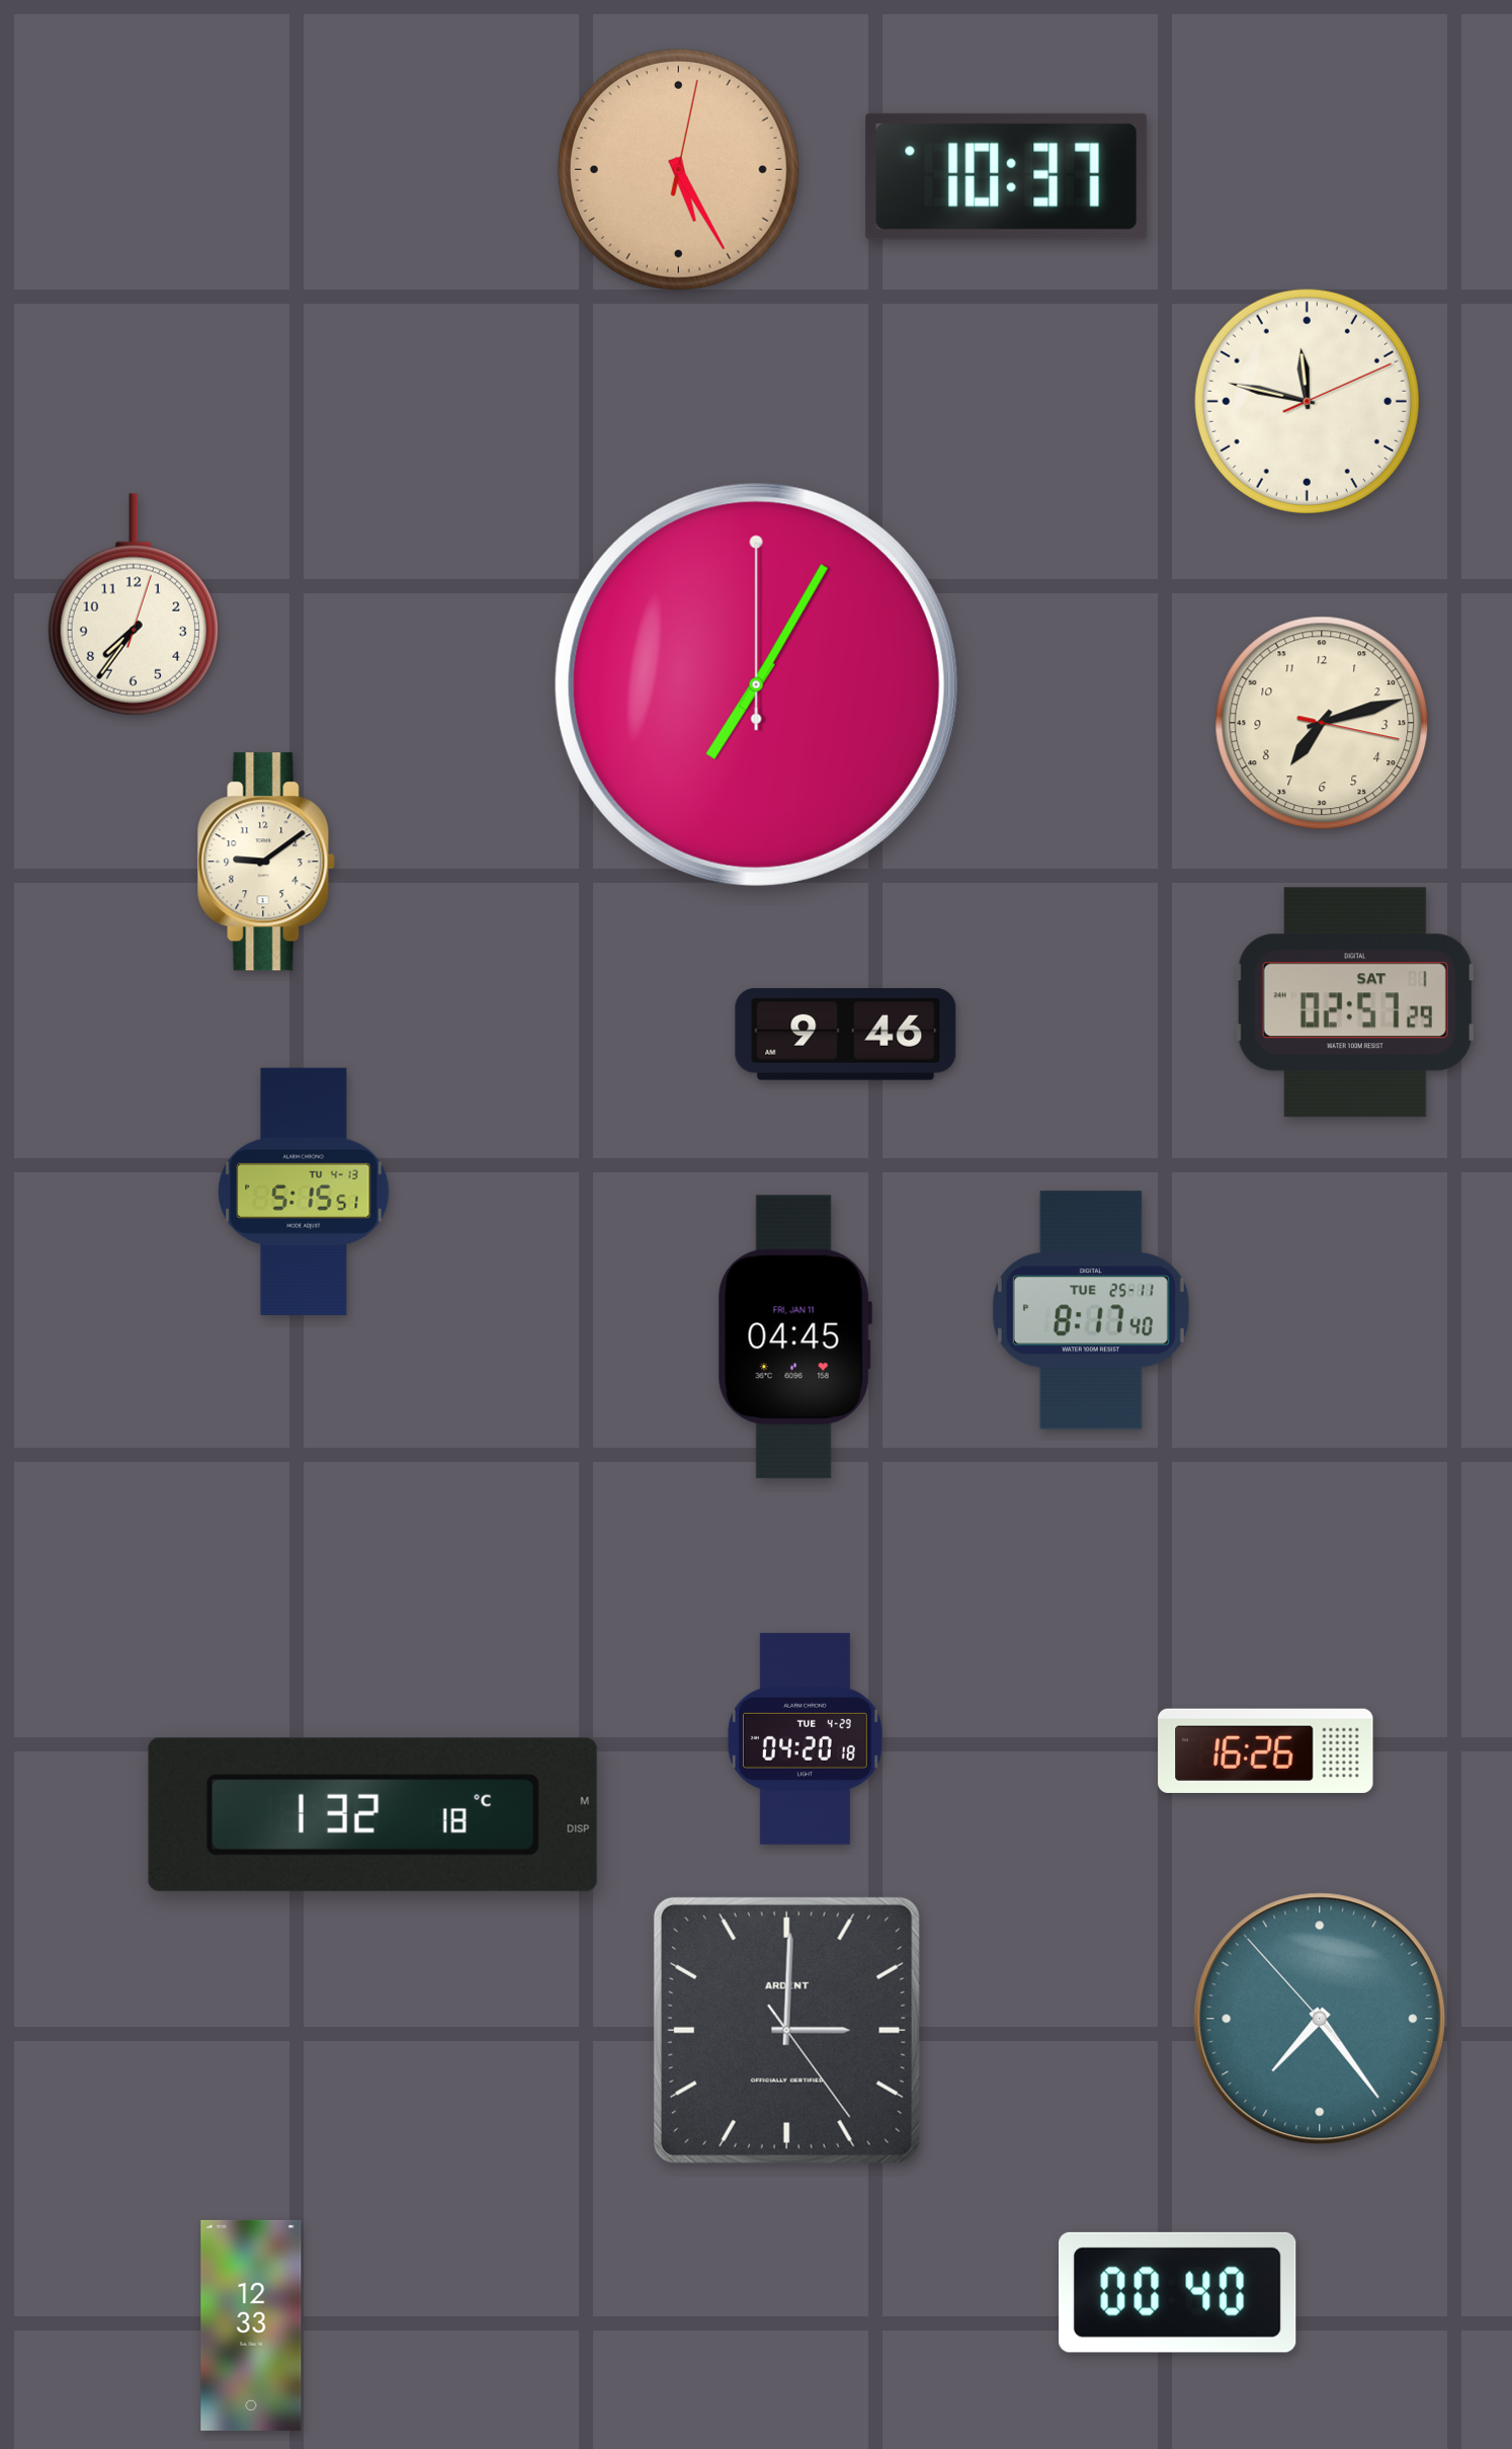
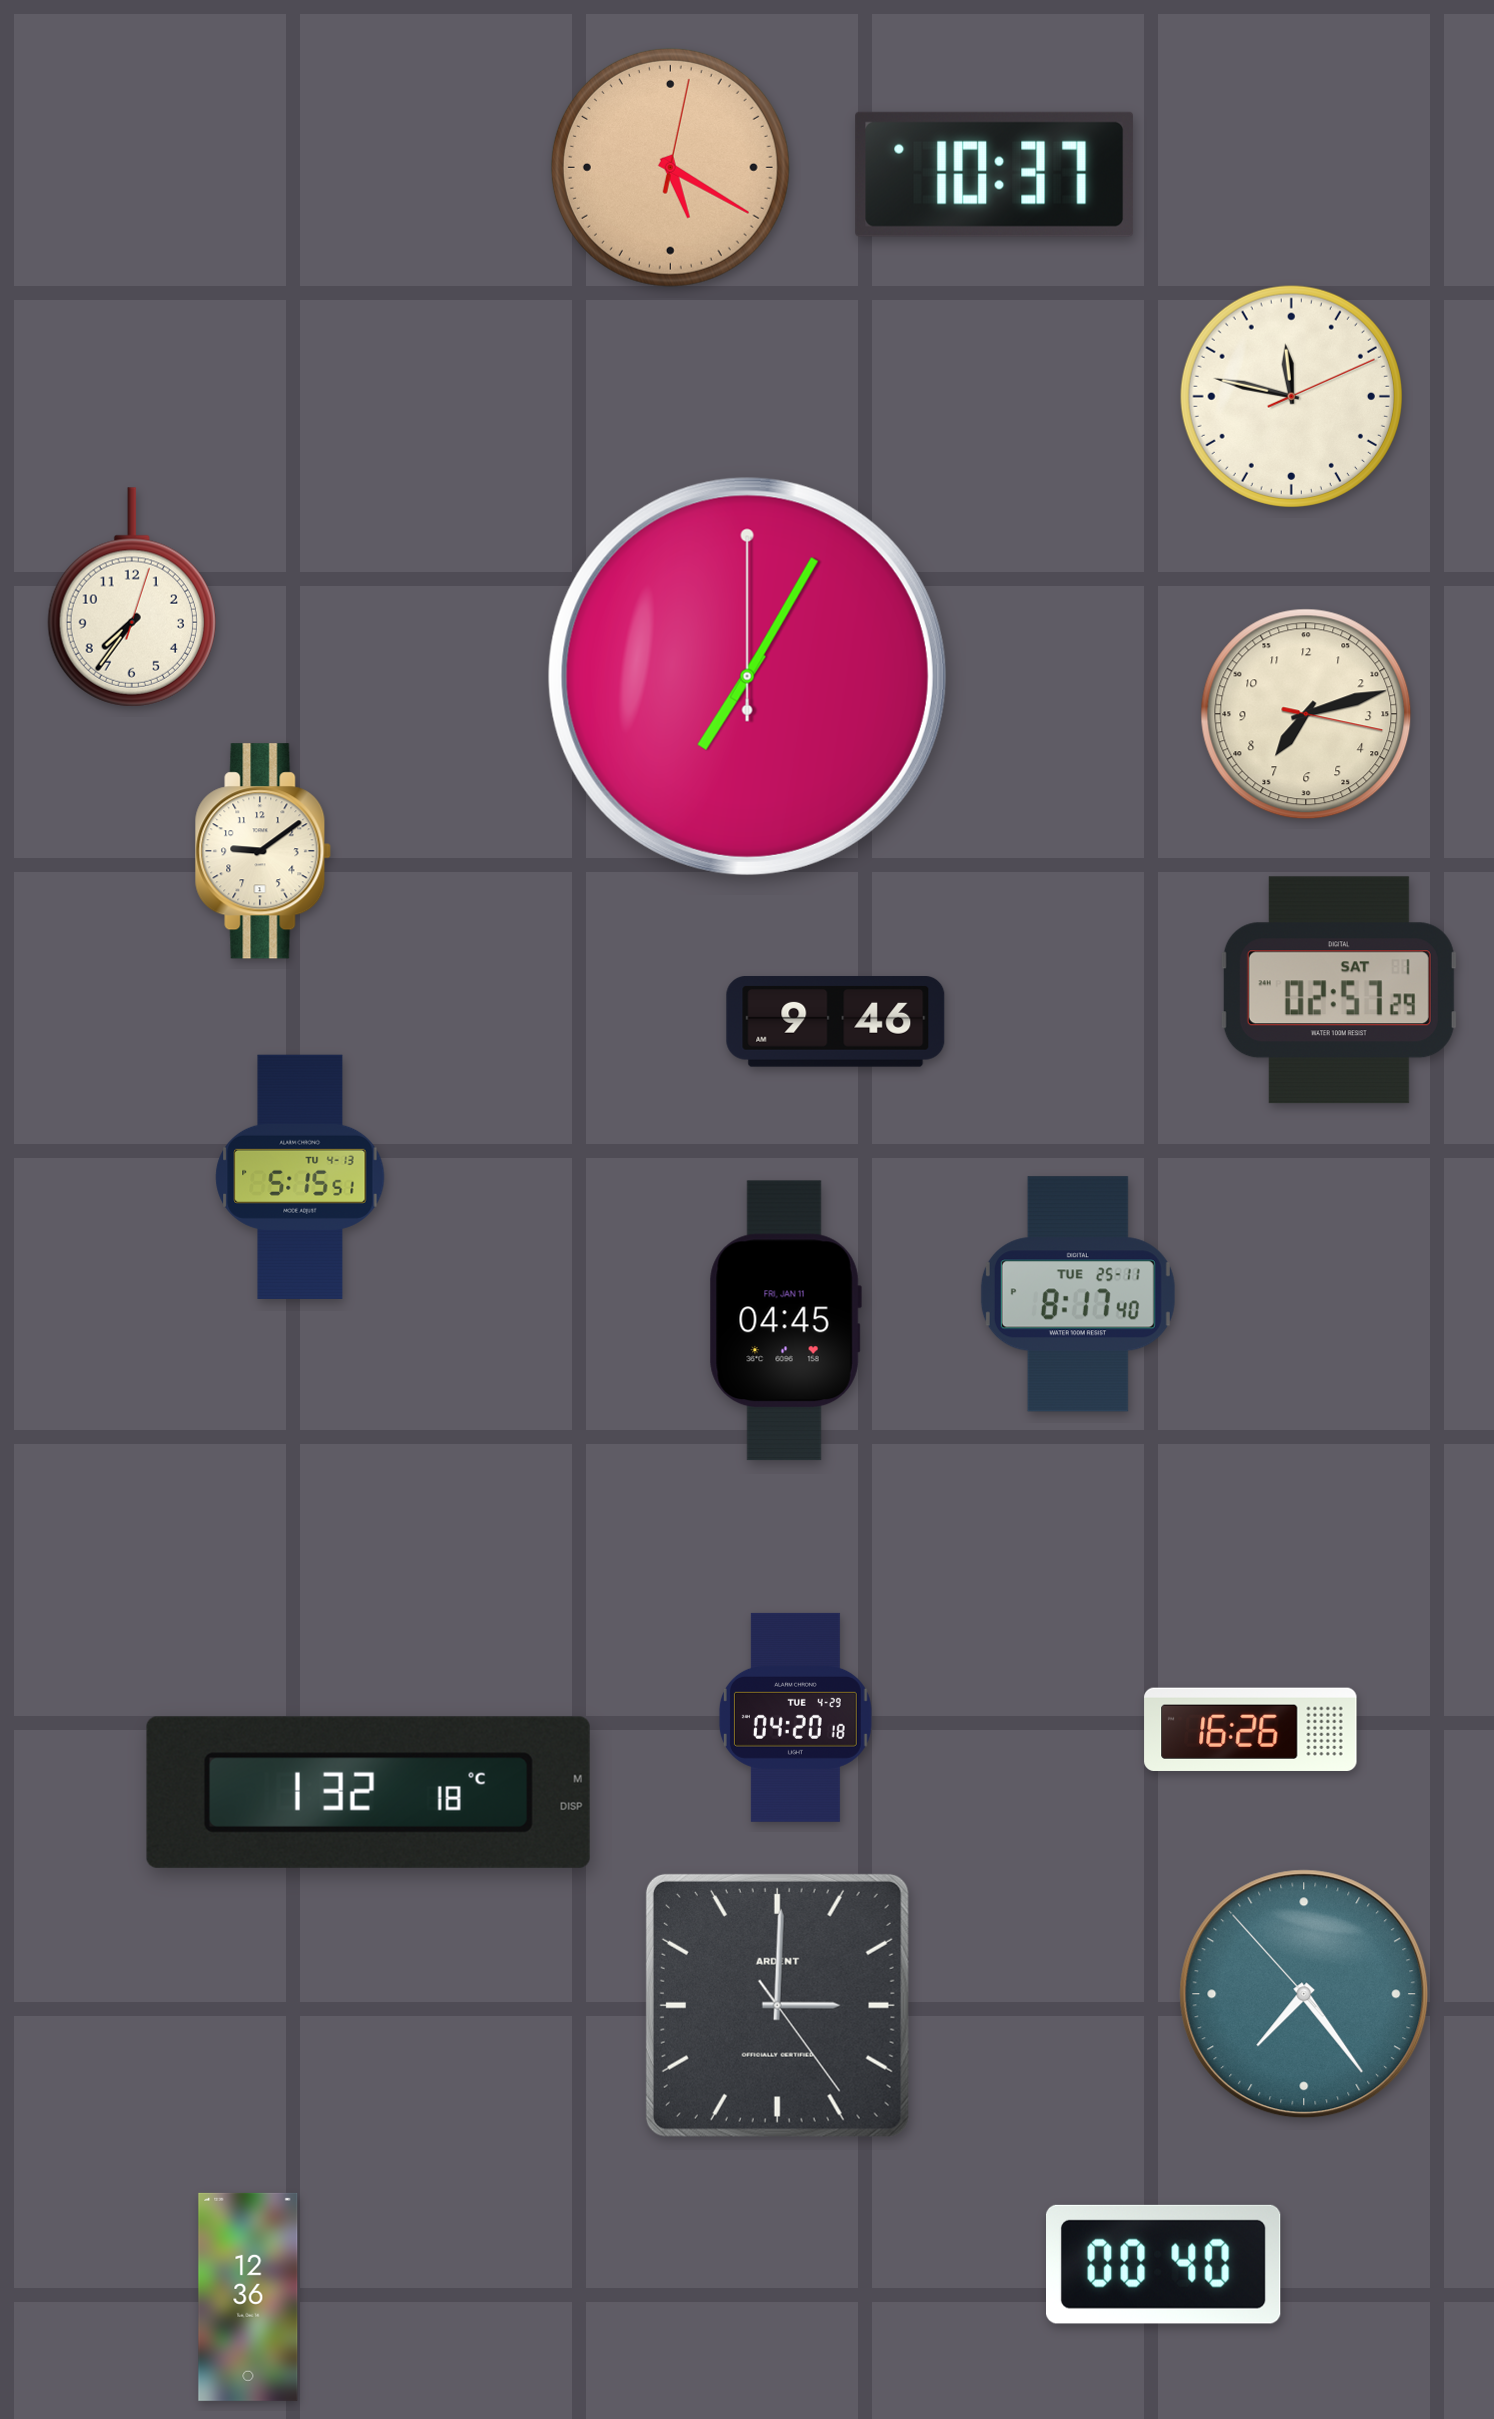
clock at (678, 169): 5:25 -> 5:20
clock at (251, 2325): 12:33 -> 12:36
